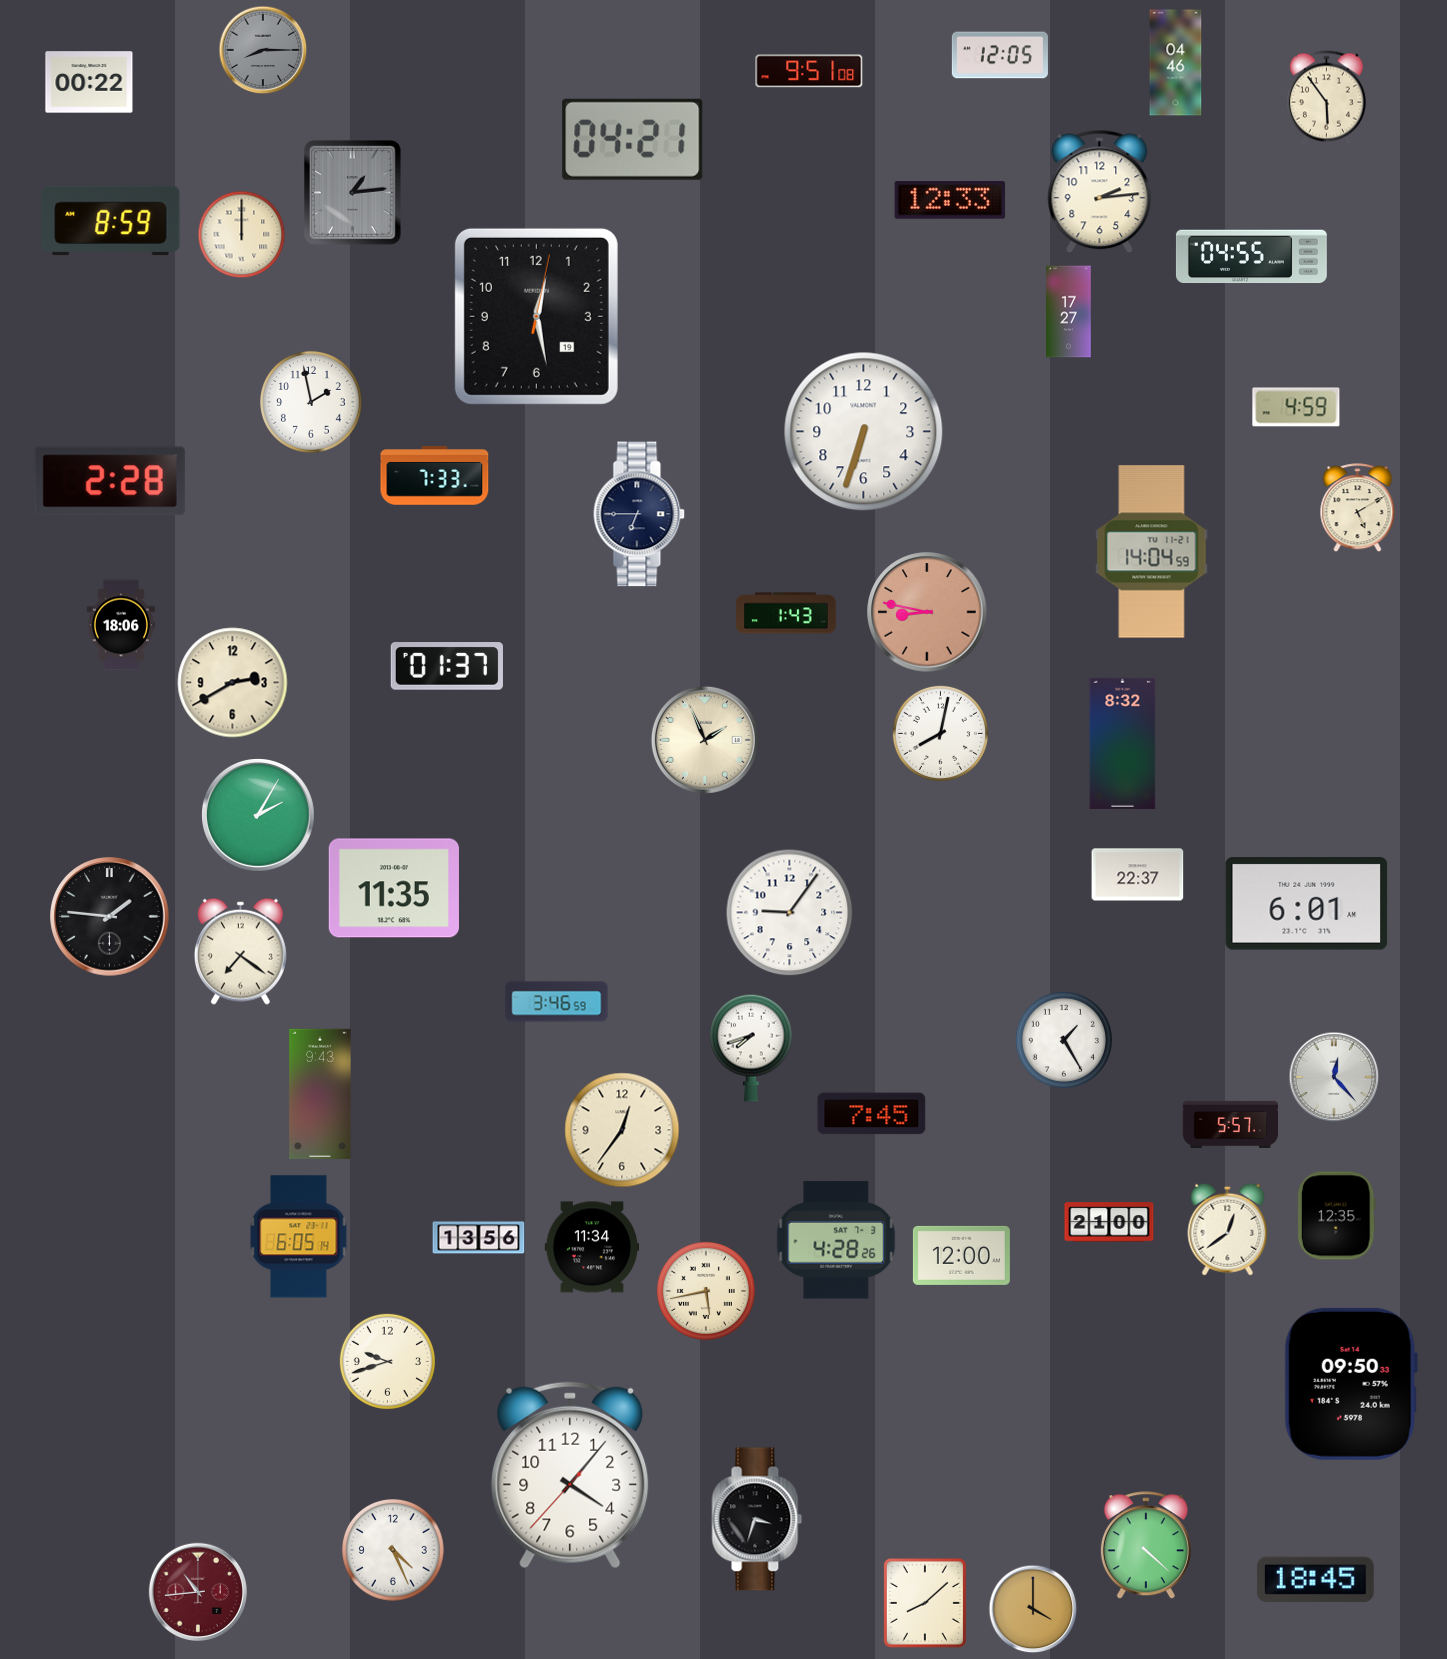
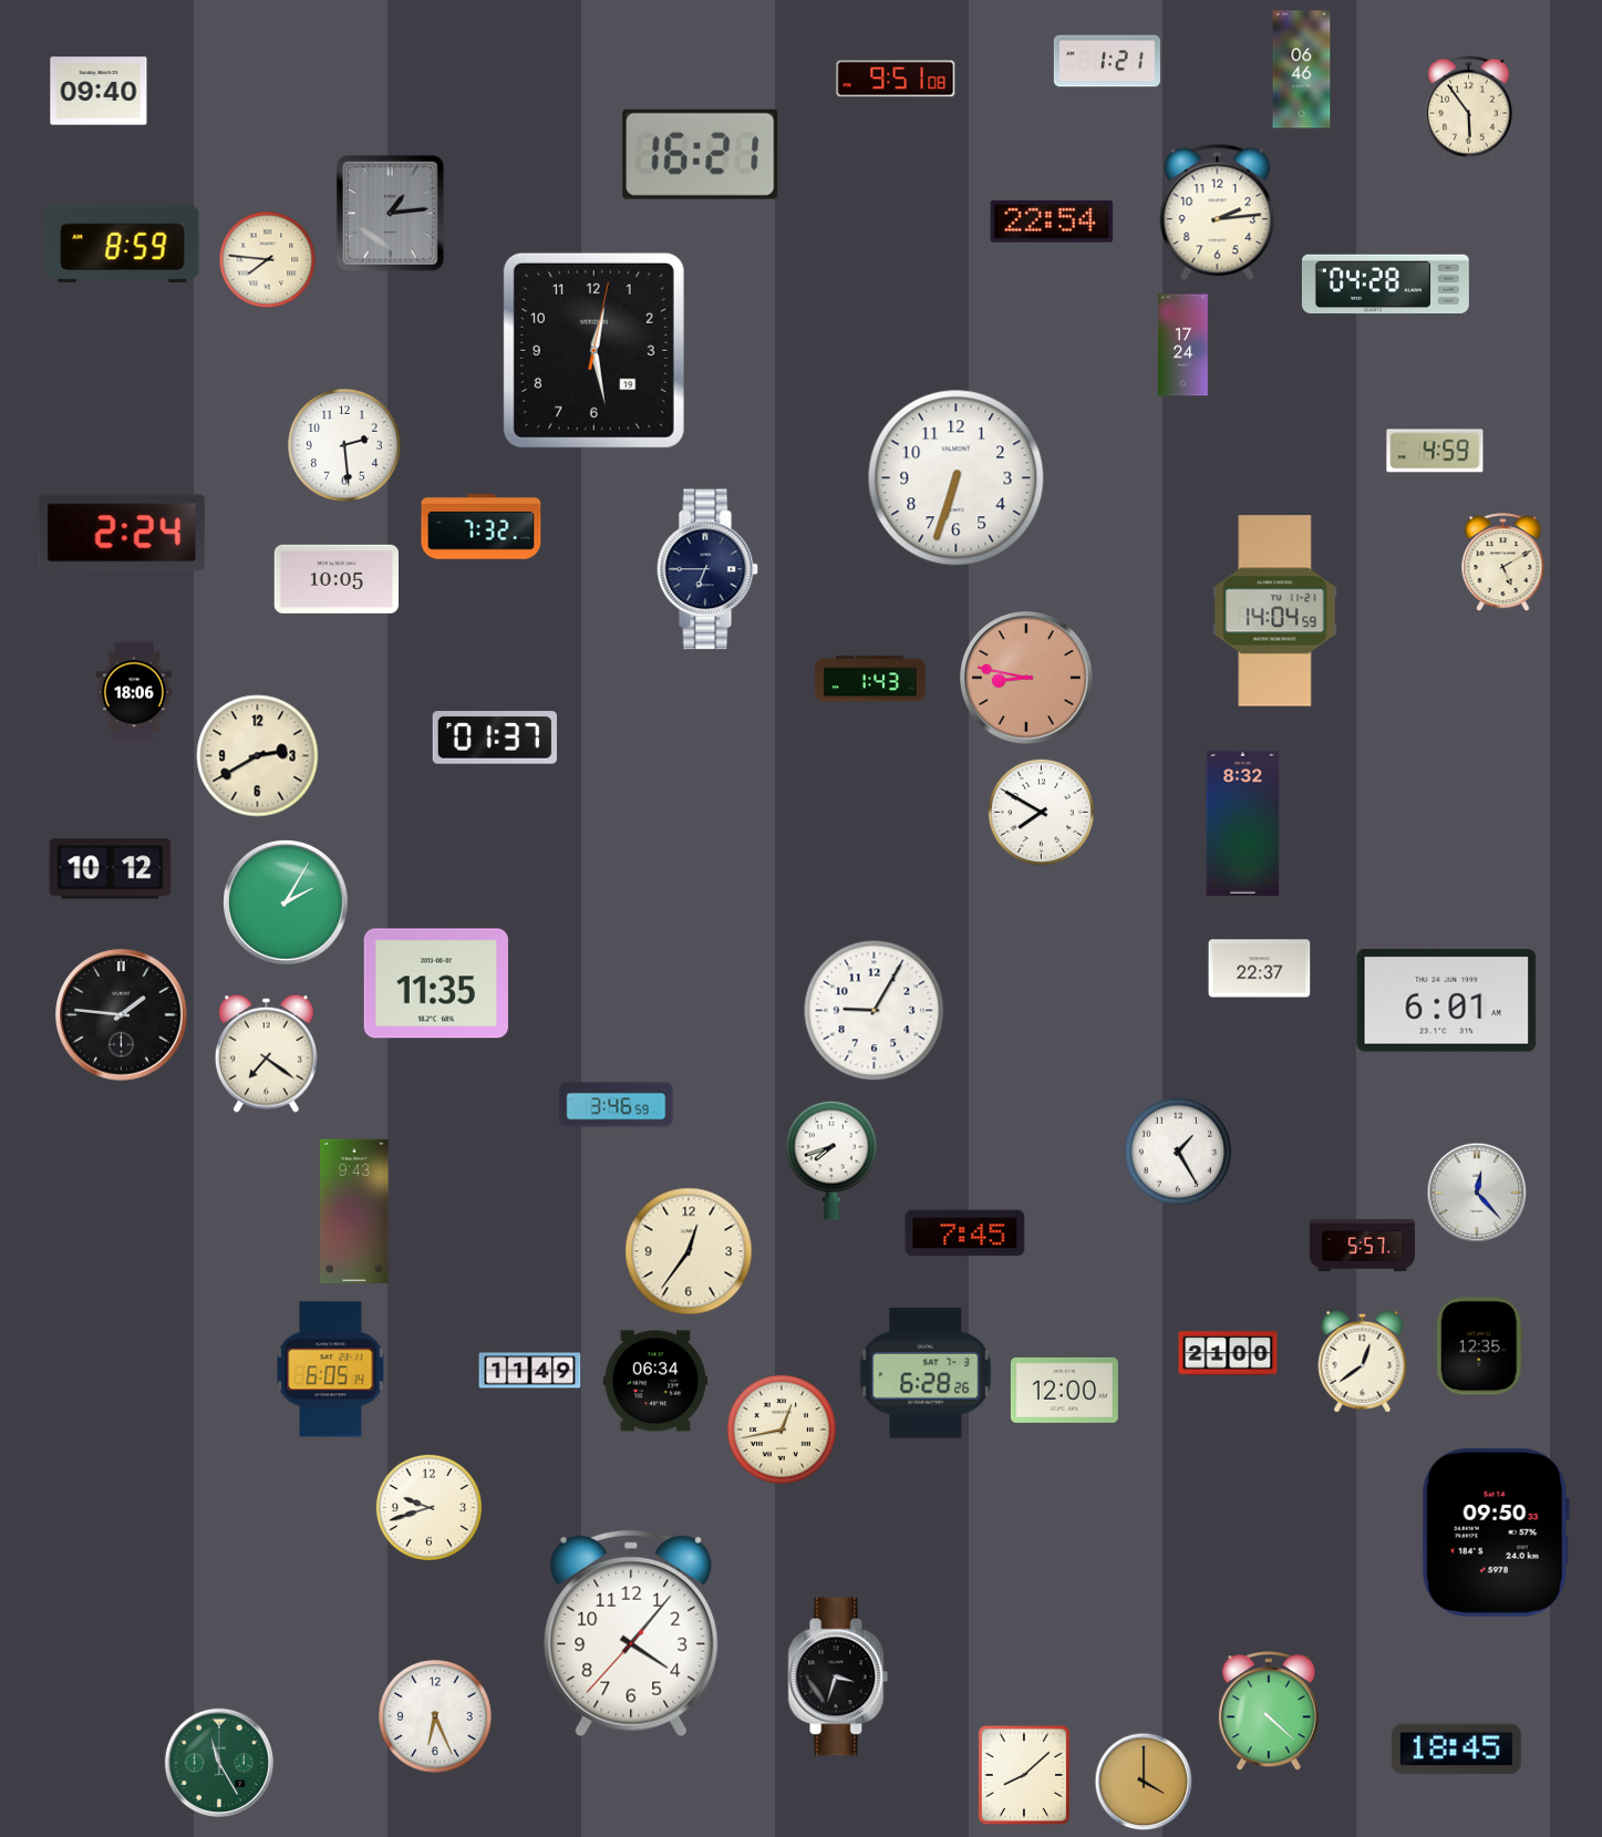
clock at (263, 50): 8:15 -> none
clock at (1000, 55): 12:05 -> 1:21
clock at (1176, 63): 04:46 -> 06:46
clock at (89, 82): 00:22 -> 09:40
clock at (633, 139): 04:21 -> 16:21
clock at (950, 201): 12:33 -> 22:54
clock at (242, 235): 12:00 -> 7:46
clock at (1251, 257): 04:55 -> 04:28
clock at (1069, 312): 17:27 -> 17:24
clock at (312, 403): 1:58 -> 2:29
clock at (435, 476): 7:33 -> 7:32
clock at (110, 481): 2:28 -> 2:24
clock at (335, 579): none -> 10:05
clock at (940, 733): 8:02 -> 7:50
clock at (705, 740): 1:56 -> none
clock at (111, 869): none -> 10:12
clock at (790, 913): 9:06 -> 9:05
clock at (557, 1002) position: (557, 1002) -> (617, 1105)
clock at (1228, 1229) position: (1228, 1229) -> (1363, 1361)
clock at (479, 1238): 13:56 -> 11:49
clock at (836, 1240): 4:28 -> 6:28
clock at (592, 1247): 11:34 -> 06:34
clock at (706, 1291): 5:43 -> 12:43
clock at (757, 1519) position: (757, 1519) -> (838, 1676)
clock at (394, 1551): 4:26 -> 6:26
clock at (198, 1592): 10:44 -> 11:25
clock at (198, 1592) dial: burgundy -> green
